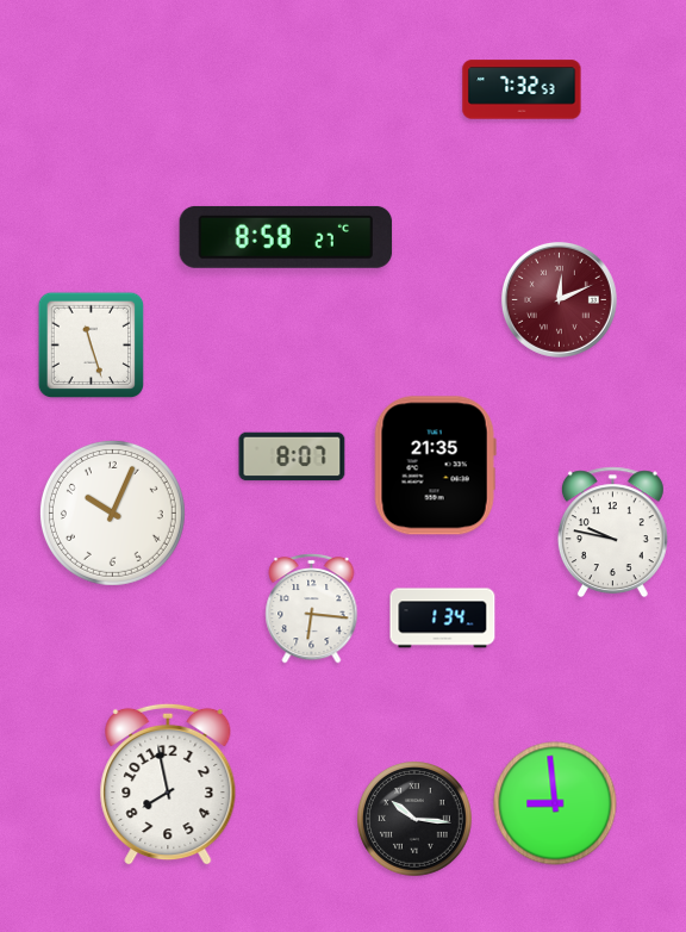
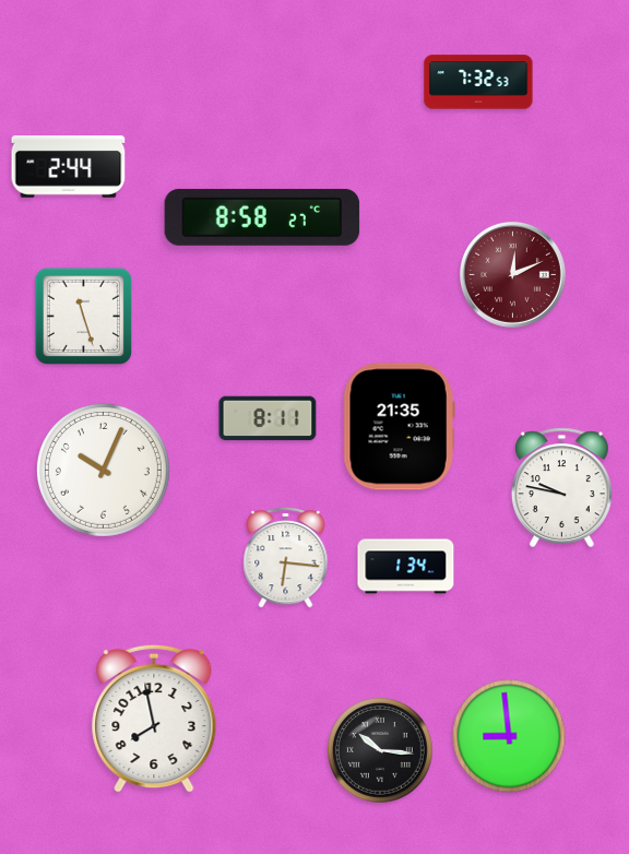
clock at (69, 167): none -> 2:44
clock at (292, 456): 8:07 -> 8:11
